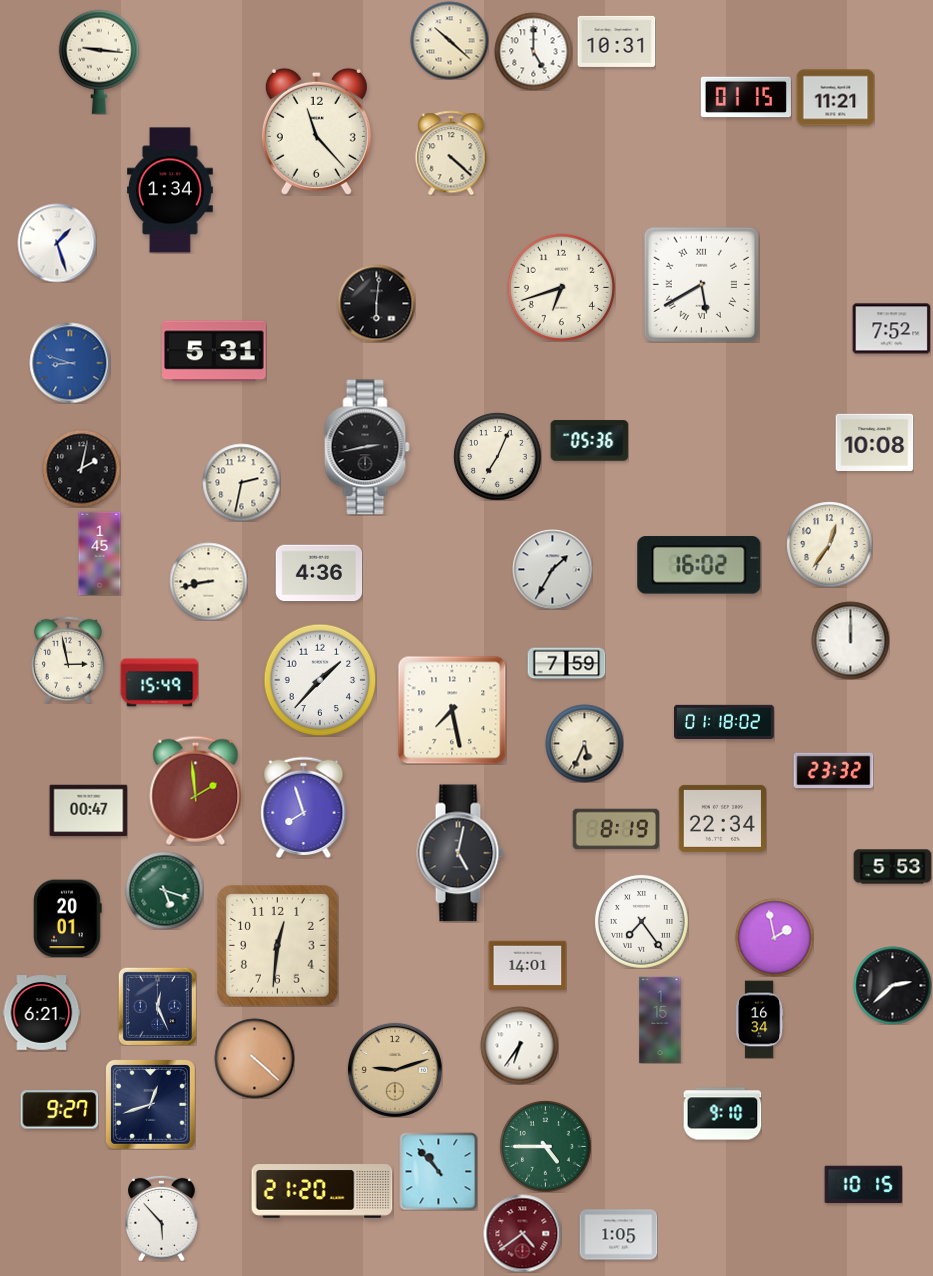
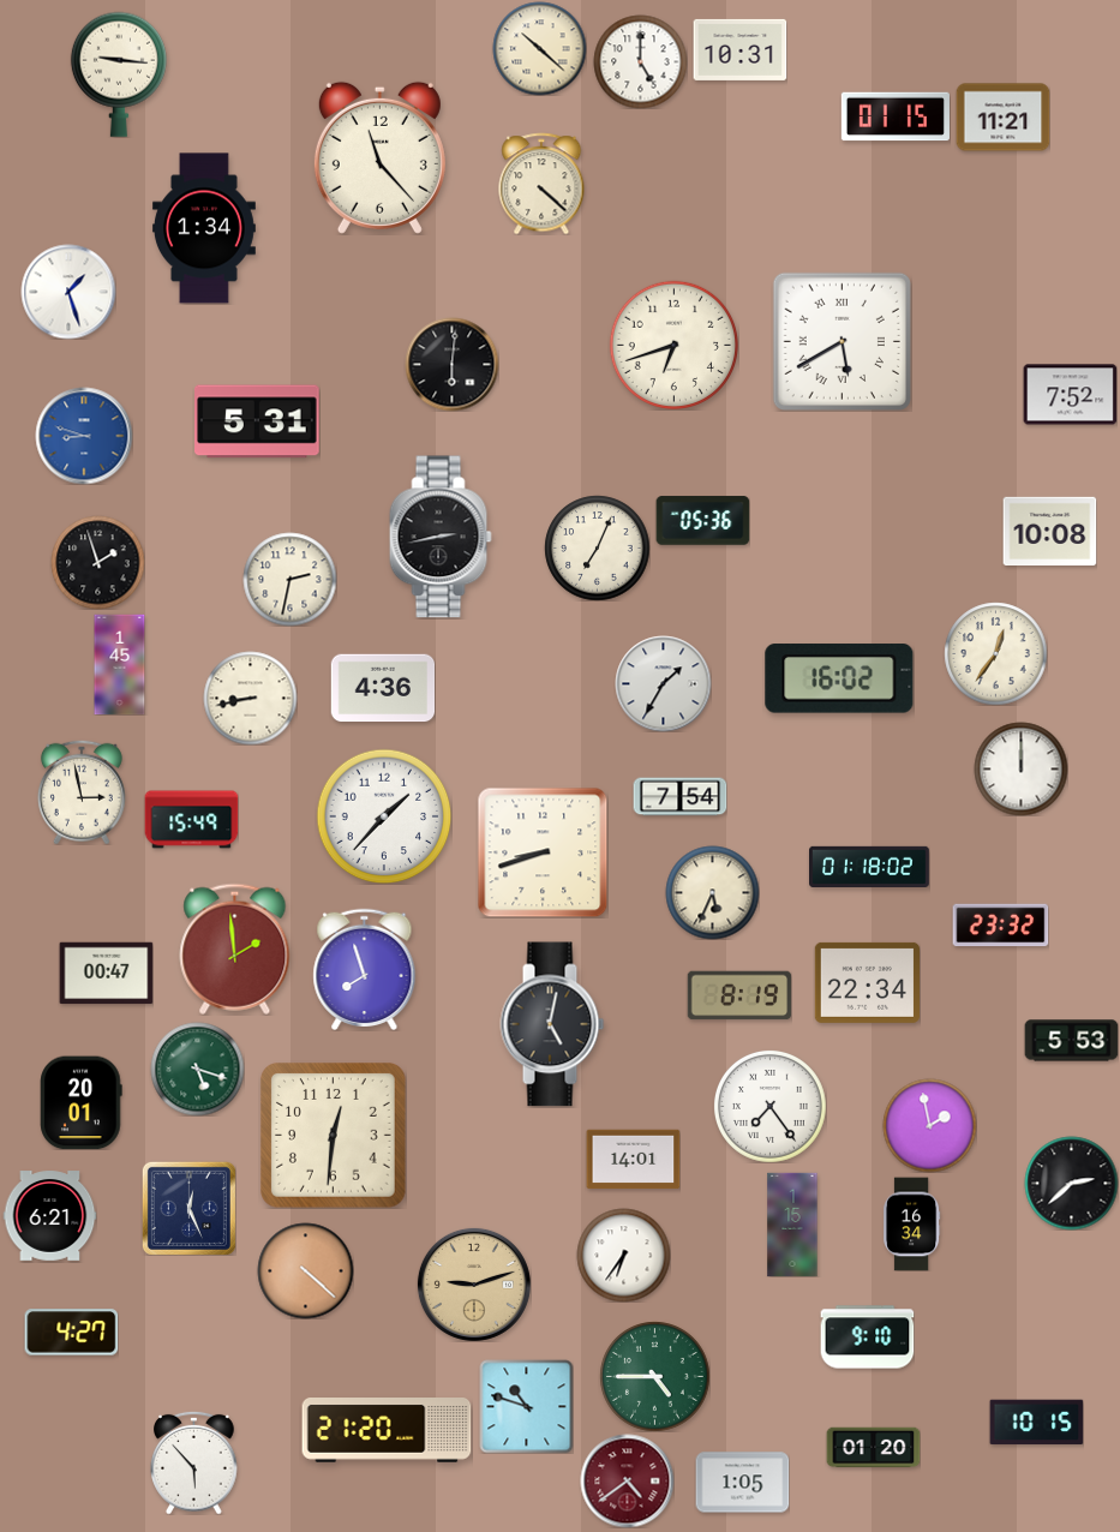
clock at (589, 441) position: (589, 441) -> (702, 521)
clock at (81, 468): 2:02 -> 1:57
clock at (566, 664): 7:59 -> 7:54
clock at (452, 710): 7:28 -> 8:42
clock at (584, 743) position: (584, 743) -> (712, 892)
clock at (150, 1104): 12:42 -> none
clock at (59, 1110): 9:27 -> 4:27
clock at (438, 1171): 10:53 -> 10:48
clock at (873, 1448): none -> 01:20
